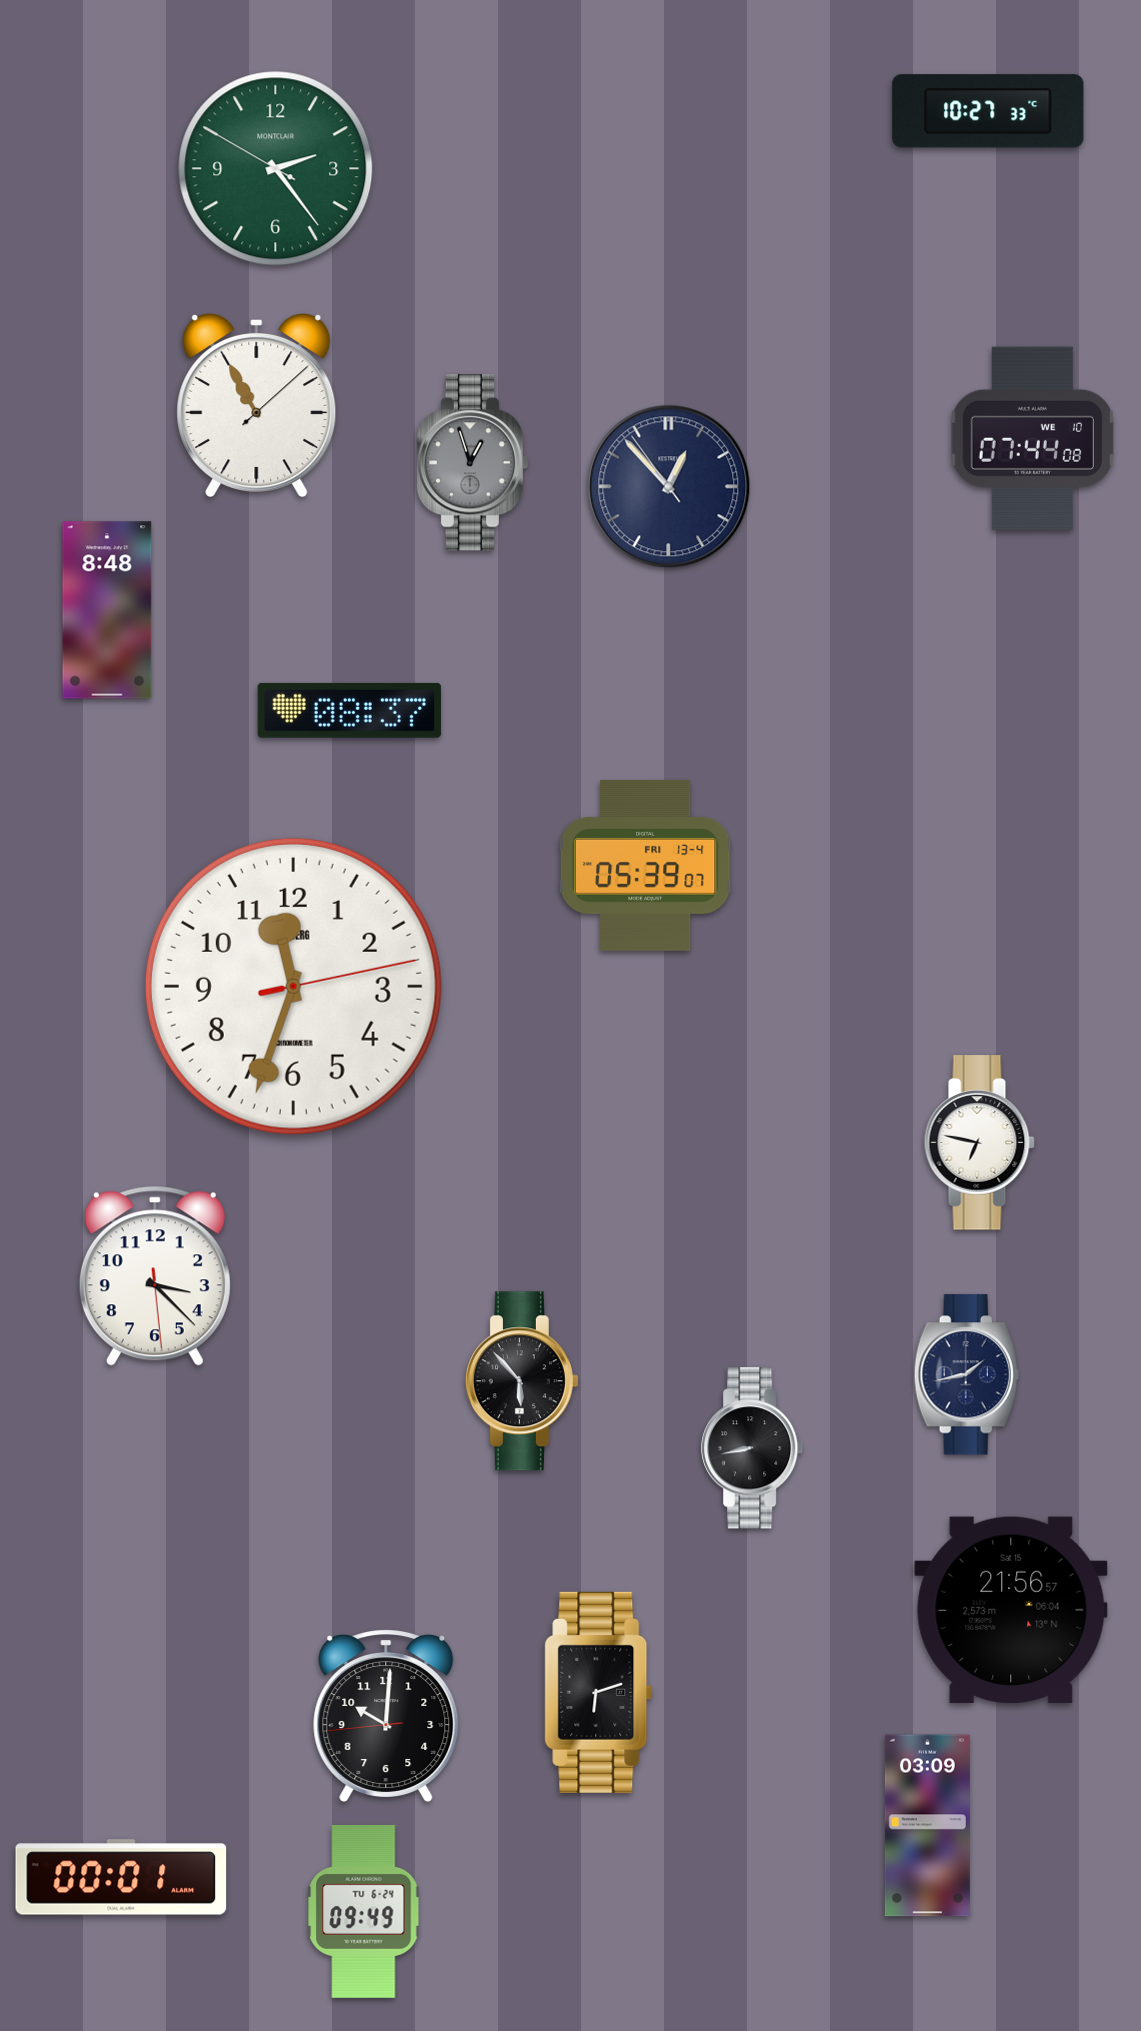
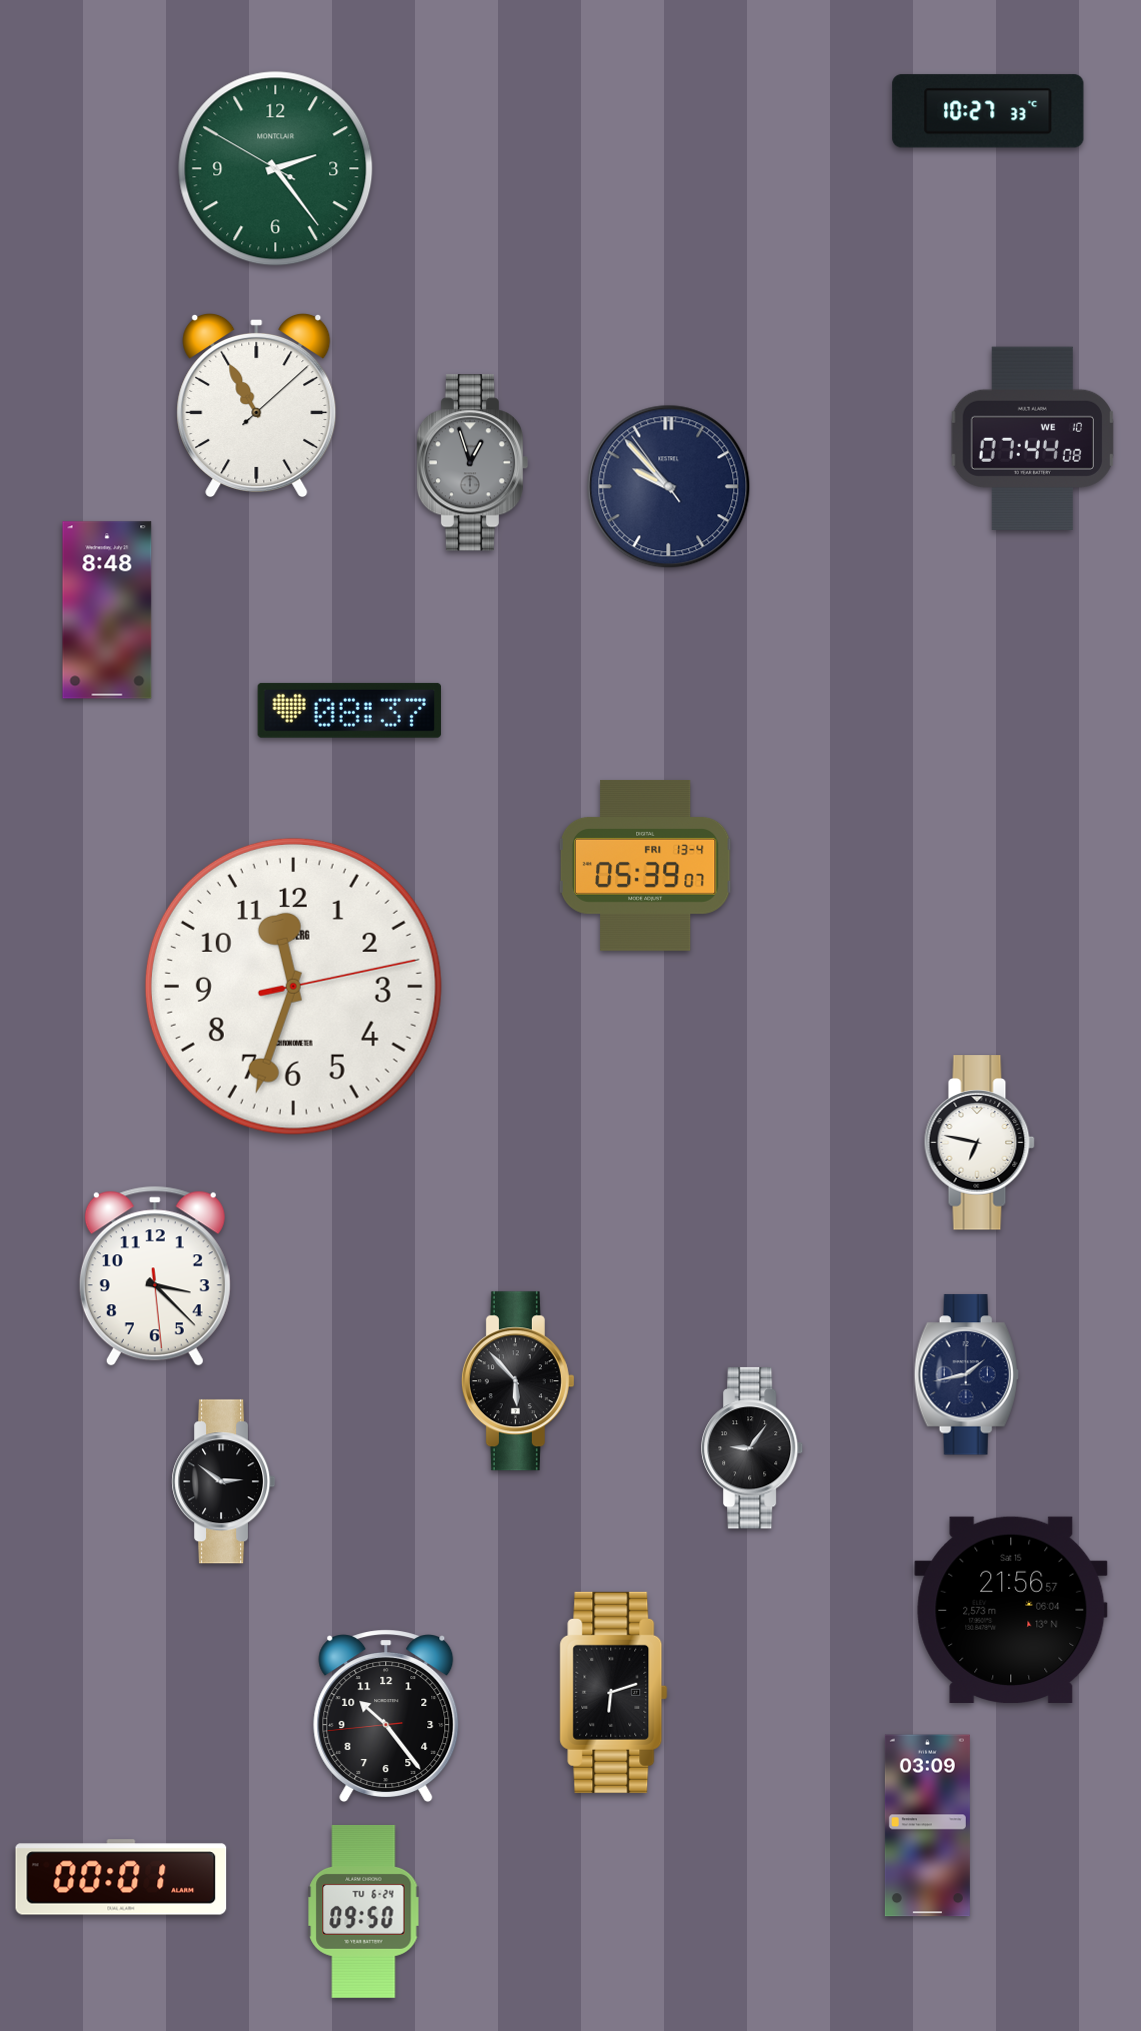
clock at (669, 487): 12:52 -> 9:52
clock at (522, 1381) position: (522, 1381) -> (518, 1381)
clock at (753, 1448): 8:43 -> 9:06
clock at (224, 1482): none -> 2:51
clock at (599, 1692) position: (599, 1692) -> (614, 1692)
clock at (386, 1716): 10:00 -> 10:23
clock at (364, 1911): 09:49 -> 09:50
